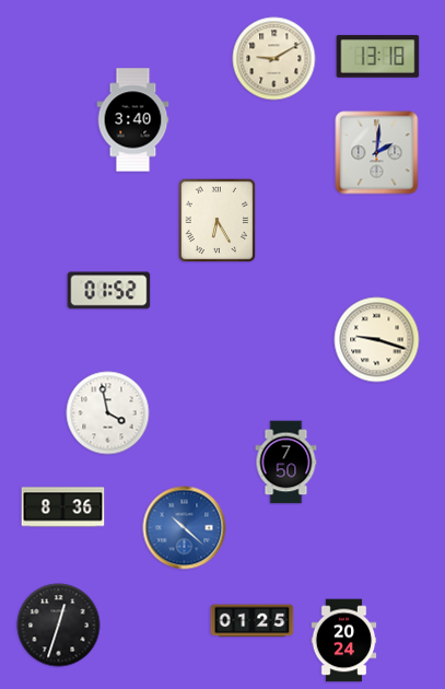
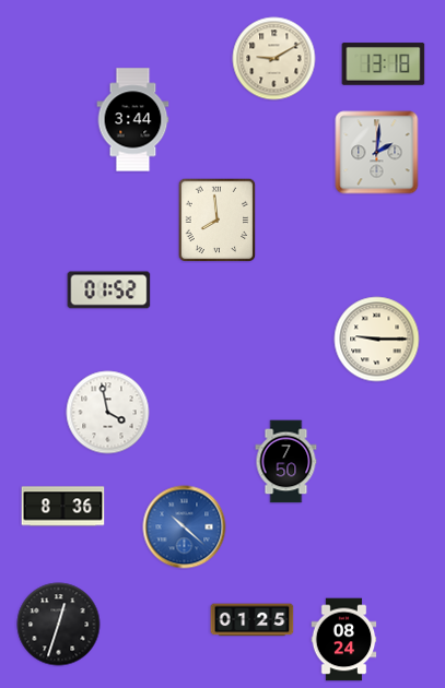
clock at (378, 57) position: (378, 57) -> (384, 64)
clock at (133, 120): 3:40 -> 3:44
clock at (218, 220): 6:25 -> 7:59
clock at (377, 340): 9:18 -> 9:15
clock at (344, 641): 20:24 -> 08:24
